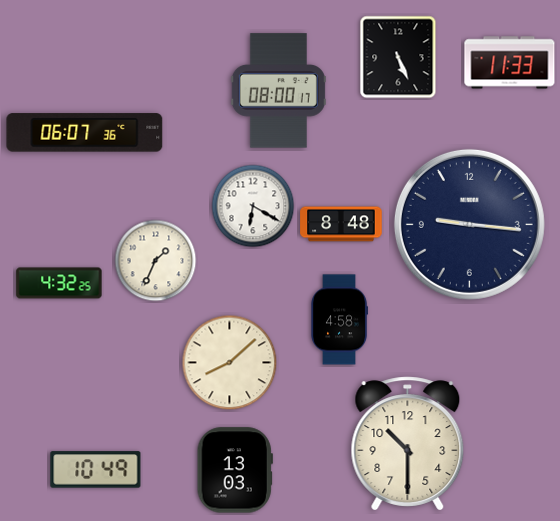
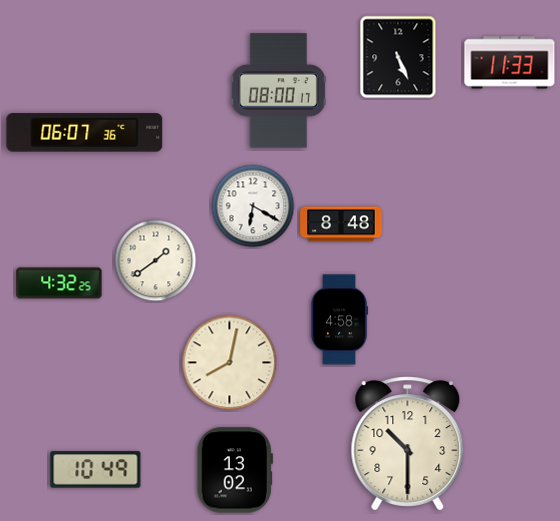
clock at (469, 224): 9:16 -> none
clock at (156, 261): 1:34 -> 1:39
clock at (230, 363): 8:08 -> 8:02
clock at (235, 470): 13:03 -> 13:02
